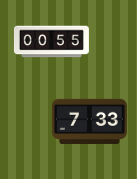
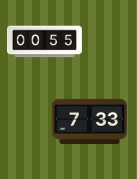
clock at (51, 42) position: (51, 42) -> (44, 42)
